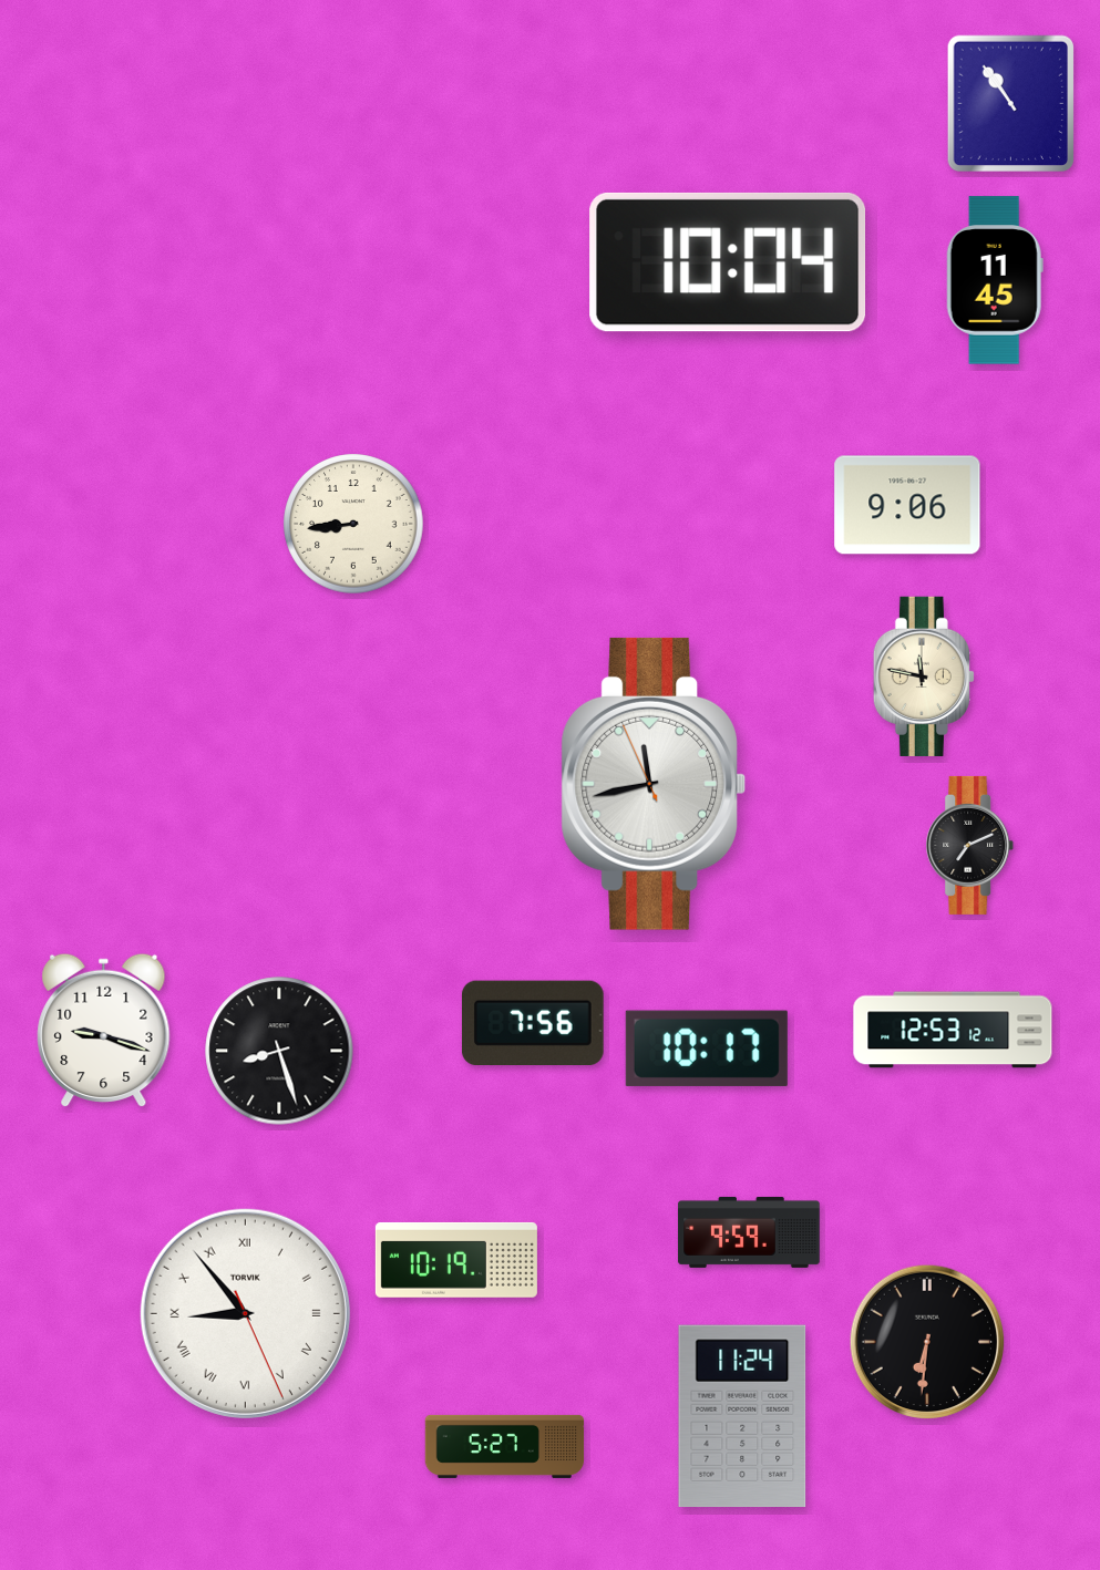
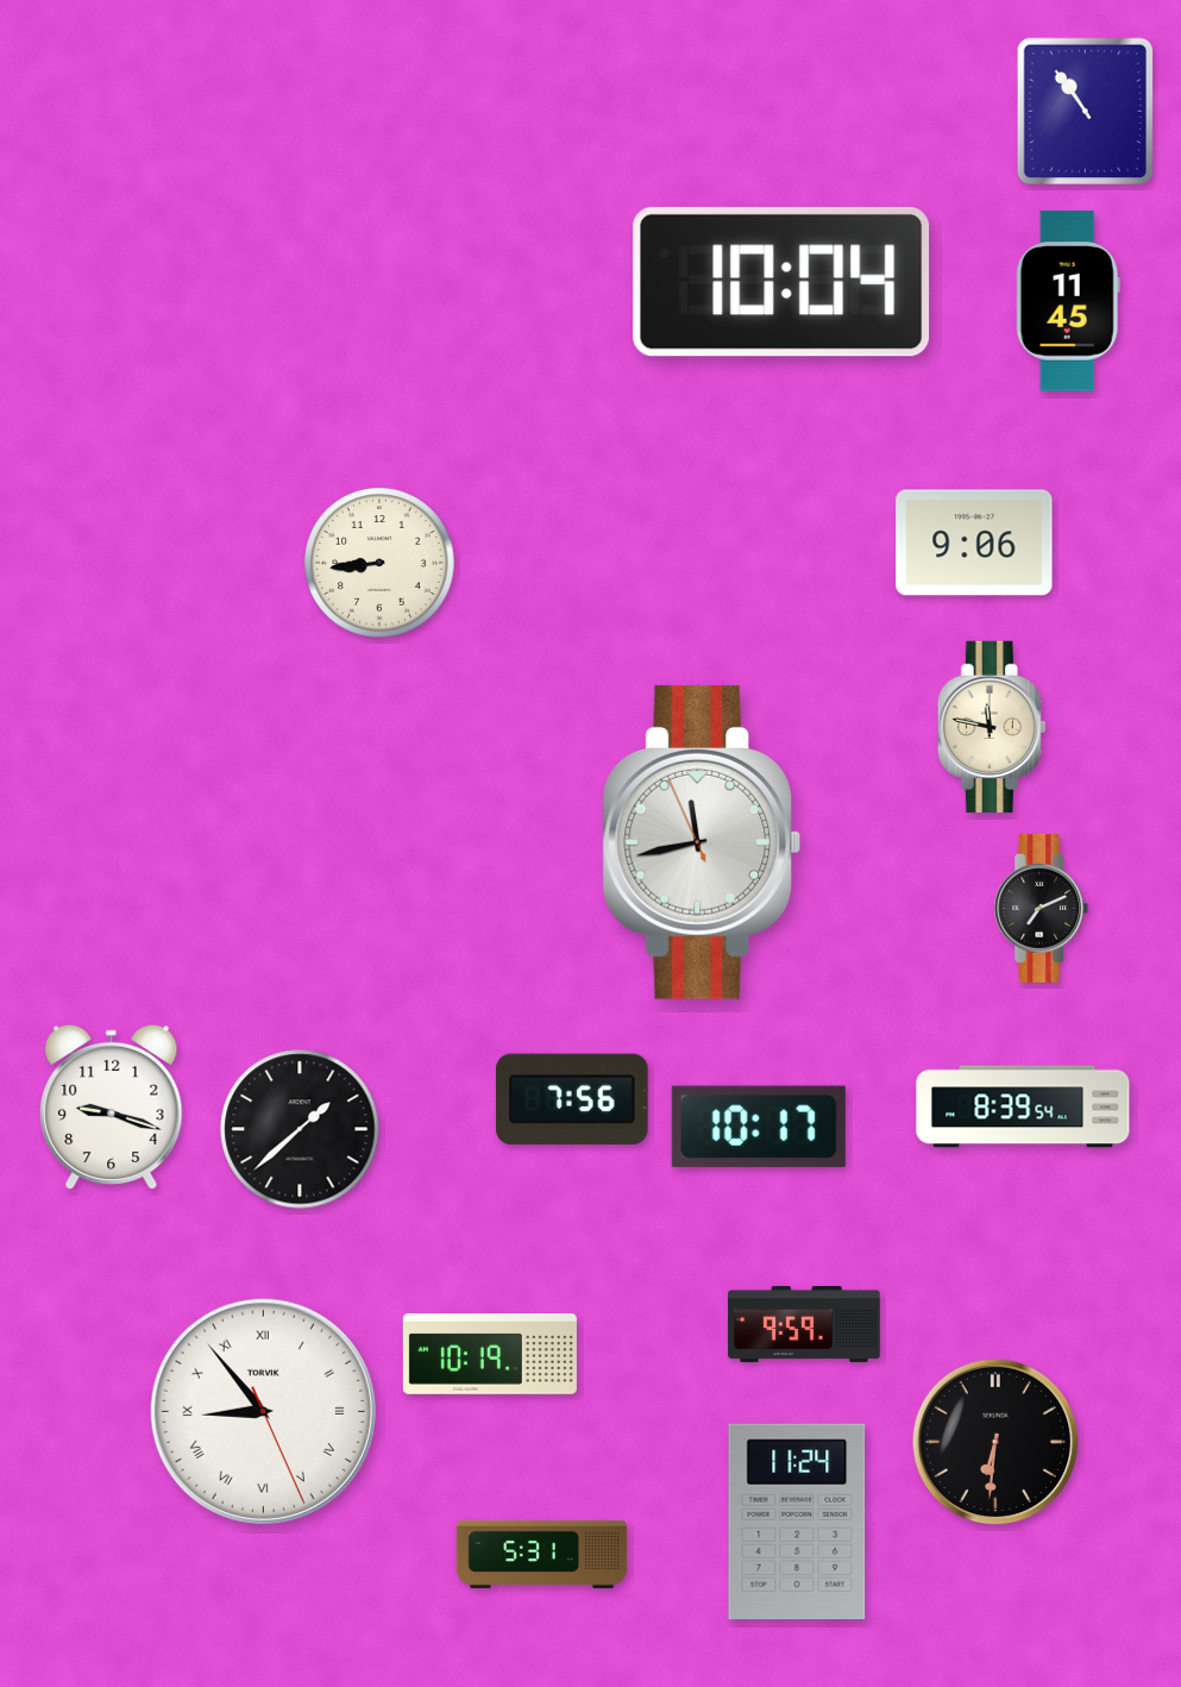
clock at (953, 1030): 12:53 -> 8:39
clock at (279, 1051): 8:27 -> 1:38
clock at (505, 1446): 5:27 -> 5:31
